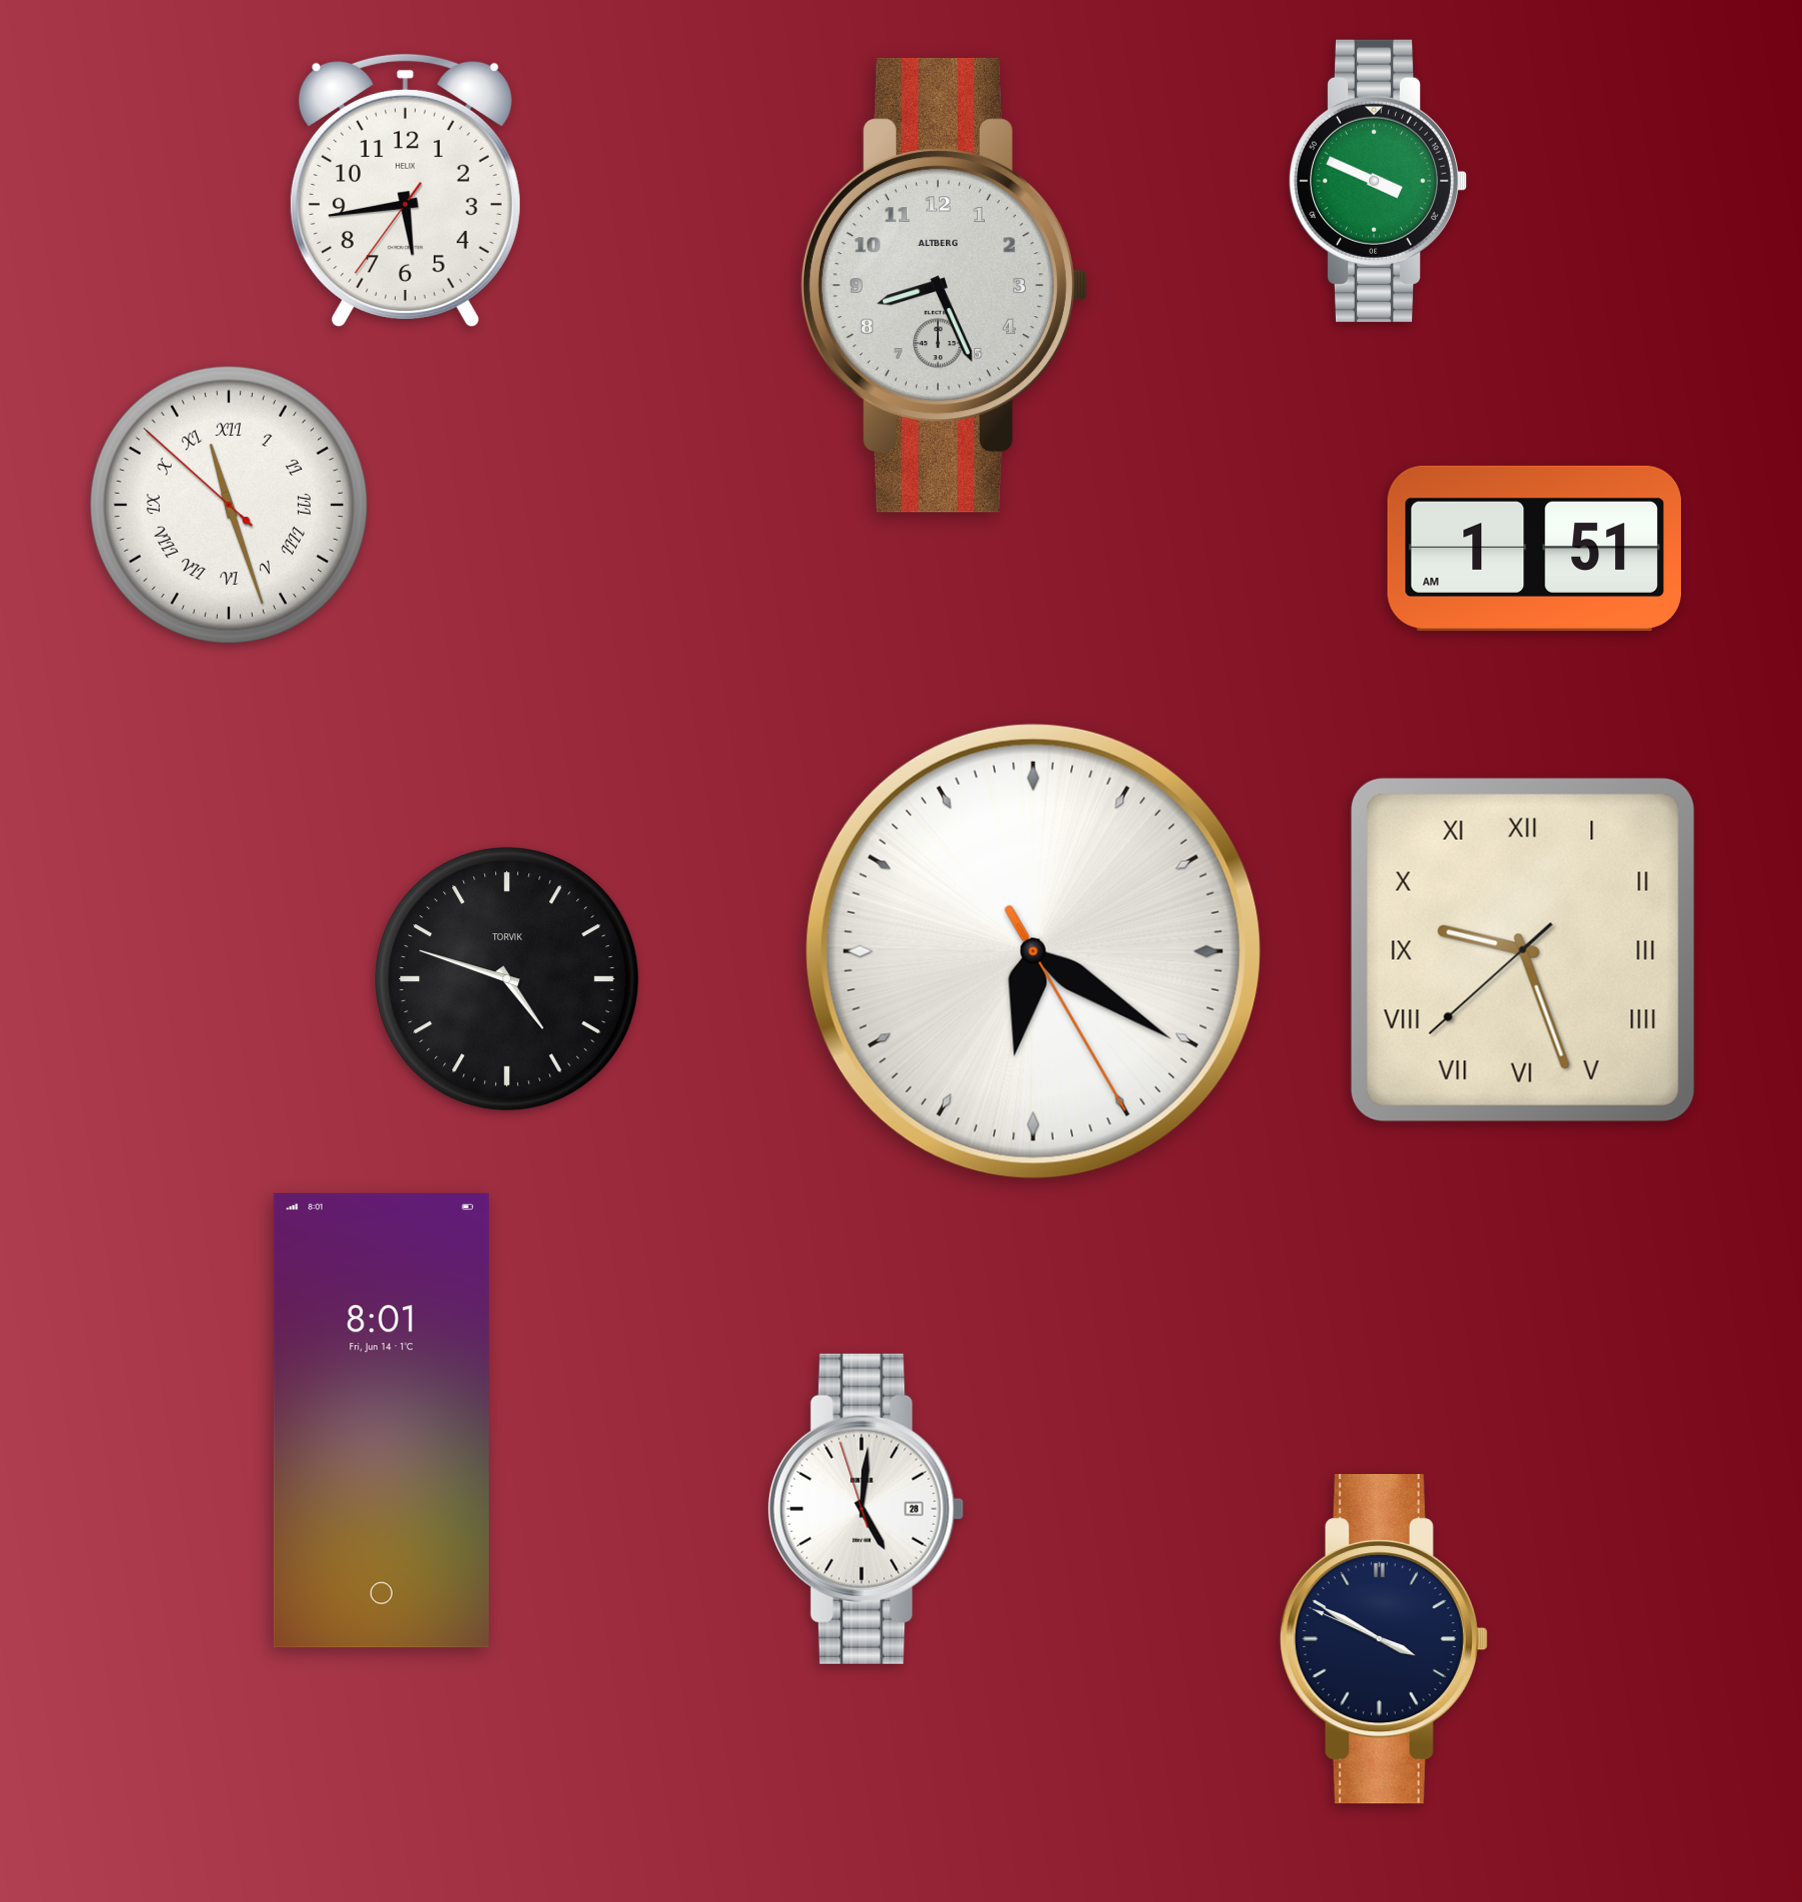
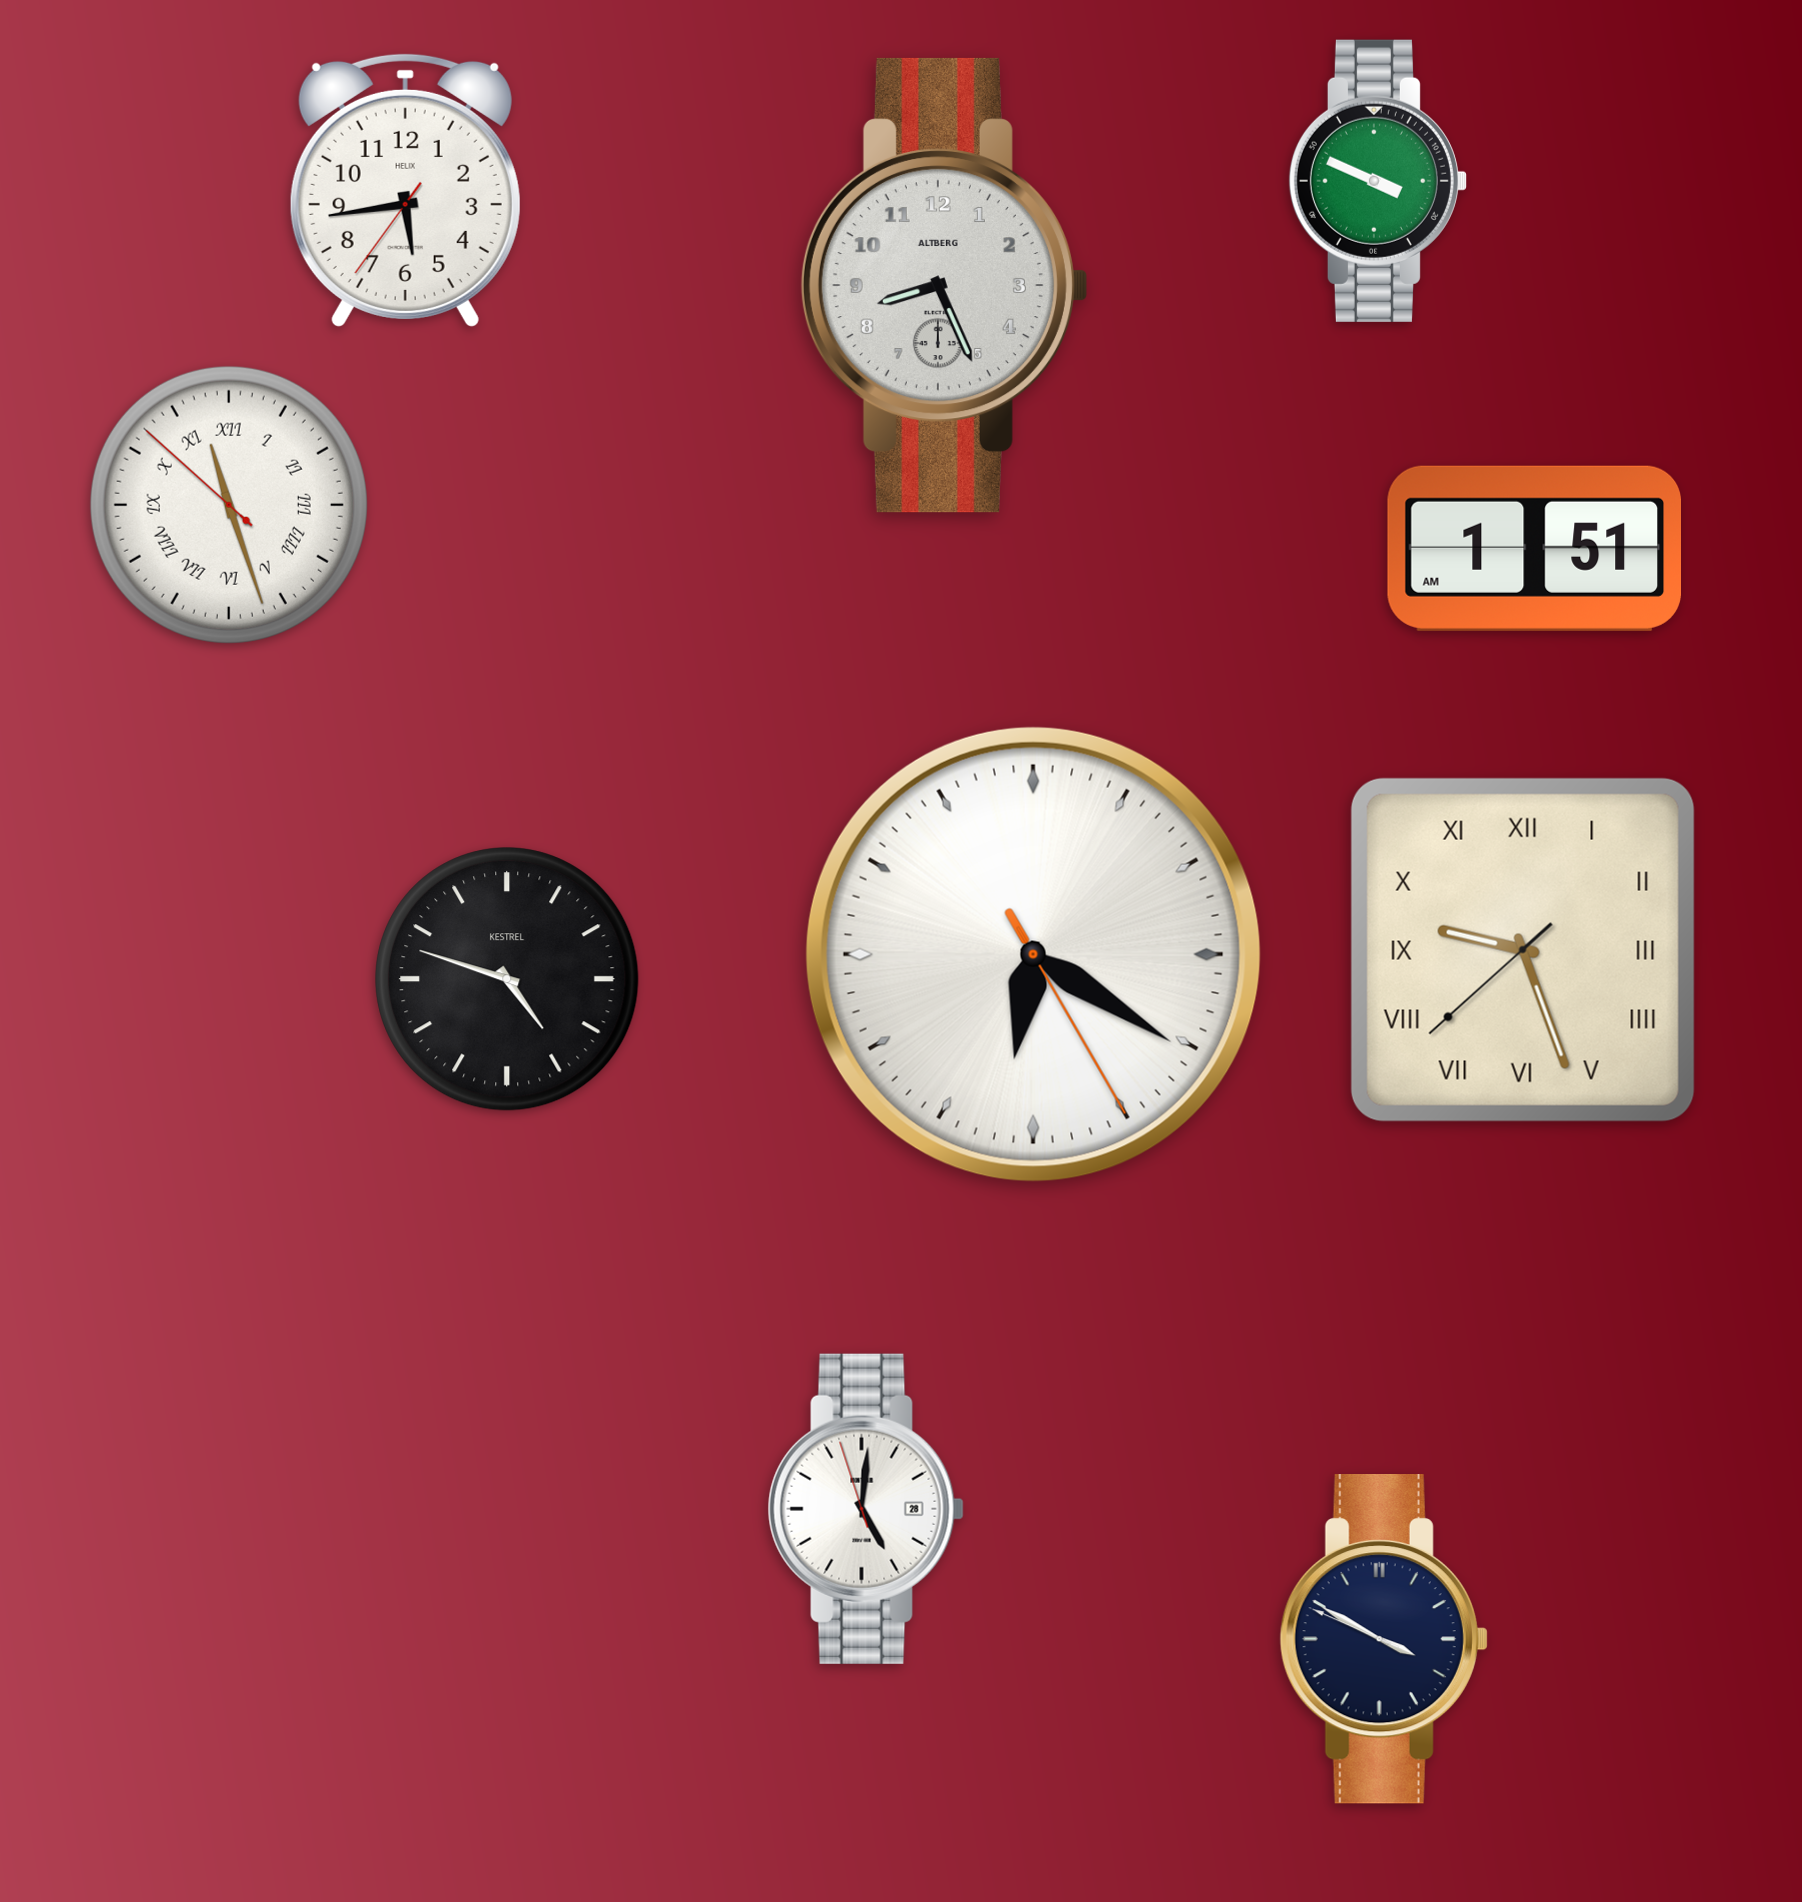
clock at (1033, 951) position: (1033, 951) -> (1033, 954)
clock at (507, 979) brand: TORVIK -> KESTREL
clock at (381, 1420): 8:01 -> none
